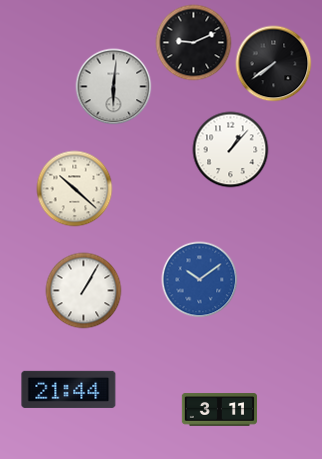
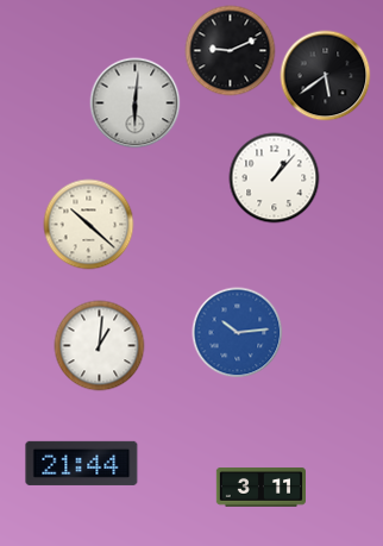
clock at (274, 64): 7:39 -> 5:39
clock at (200, 280): 10:09 -> 10:14
clock at (84, 291): 1:05 -> 1:01
